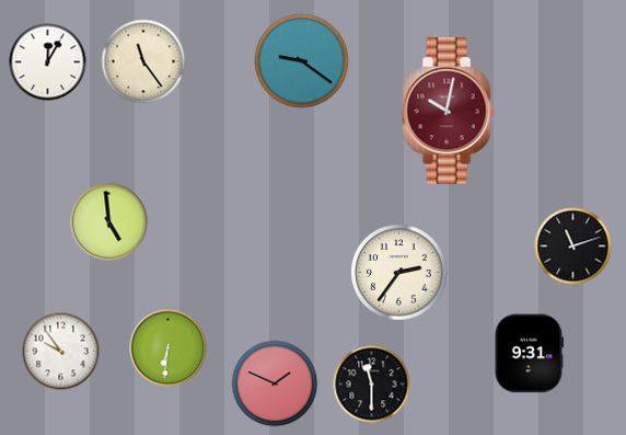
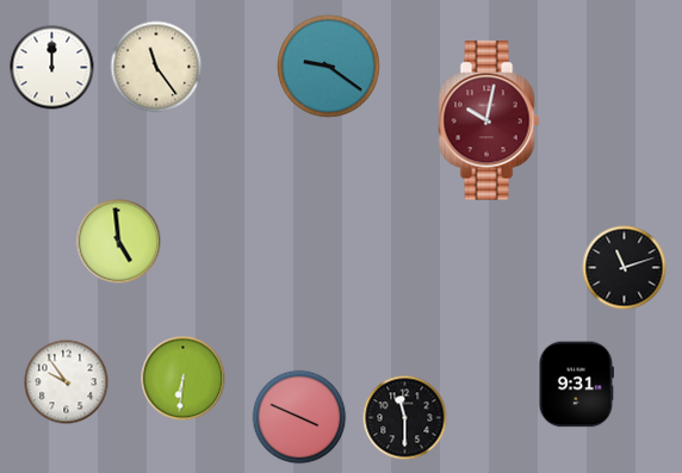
clock at (48, 62): 12:05 -> 12:00
clock at (399, 273): 2:36 -> none
clock at (275, 384): 1:49 -> 3:49
